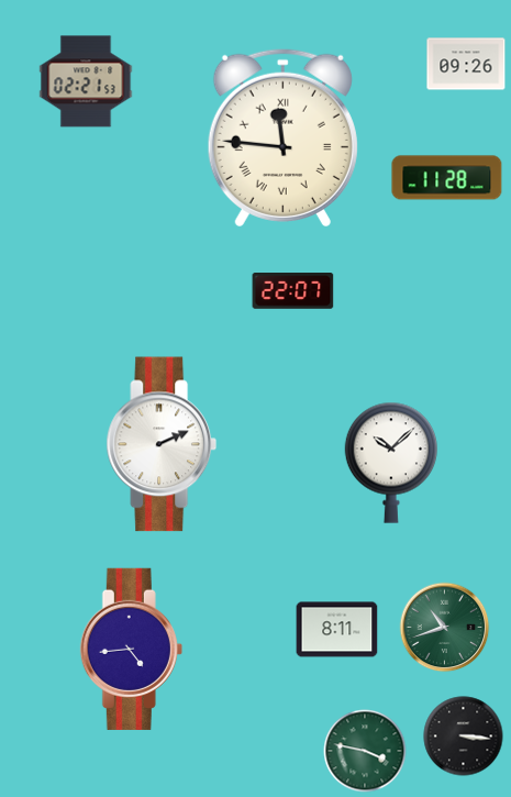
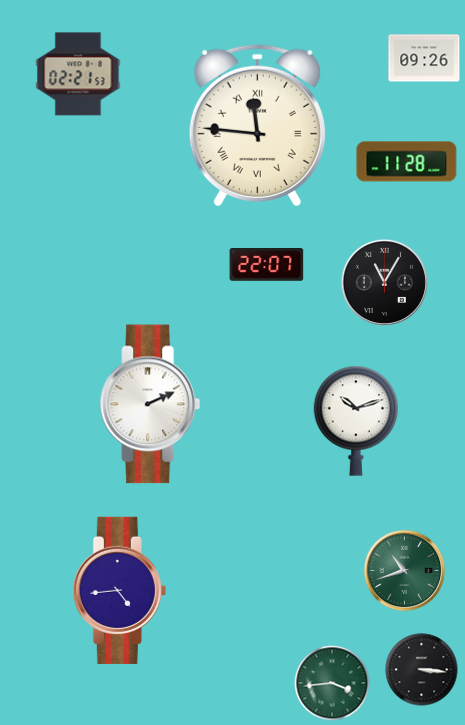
clock at (384, 282): none -> 11:05
clock at (162, 444) position: (162, 444) -> (150, 404)
clock at (390, 463): 10:08 -> 10:12
clock at (337, 630): 8:11 -> none
clock at (365, 751): 3:47 -> 3:44
